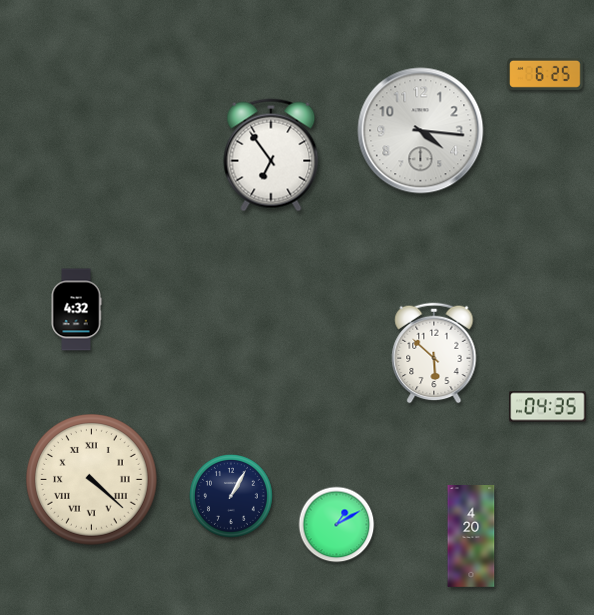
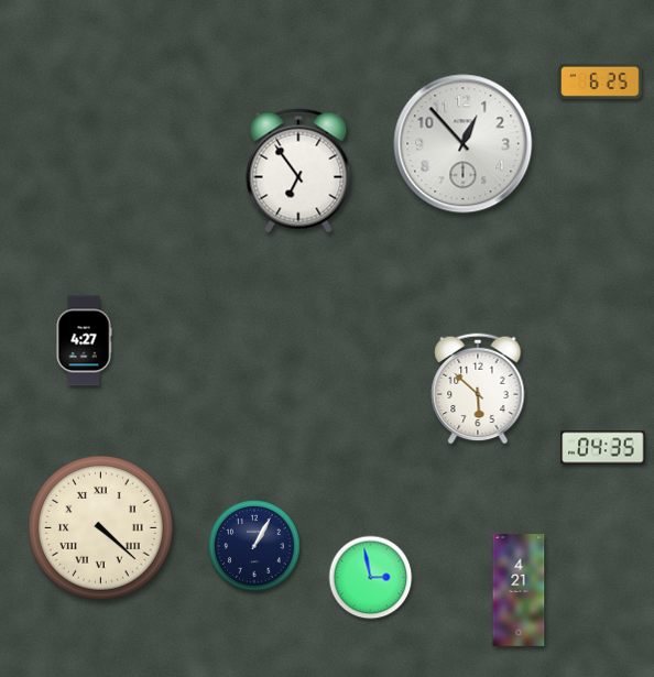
clock at (421, 131): 4:16 -> 12:53
clock at (76, 310): 4:32 -> 4:27
clock at (337, 525): 1:10 -> 2:58
clock at (471, 537): 4:20 -> 4:21
